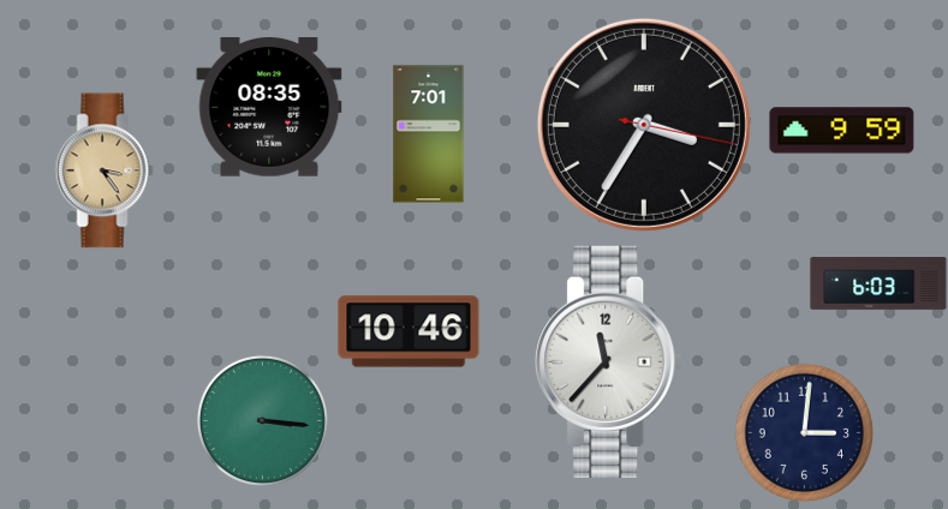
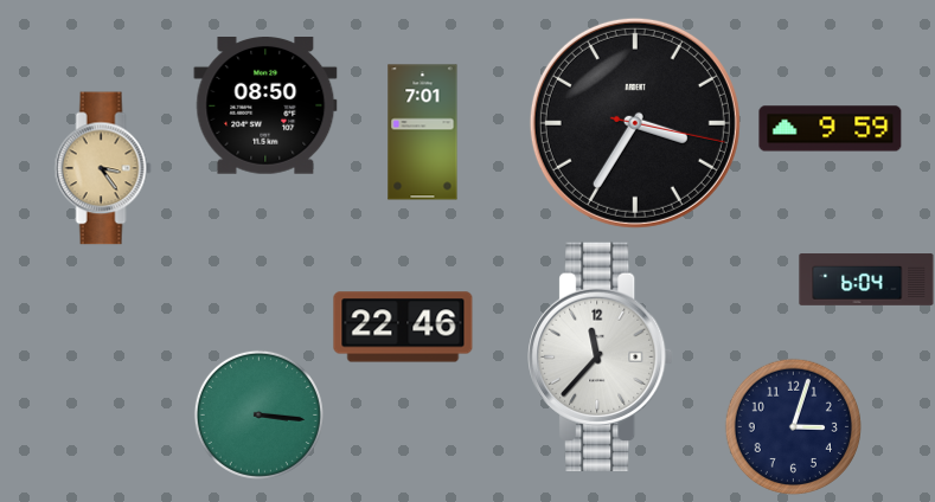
clock at (269, 108): 08:35 -> 08:50
clock at (878, 283): 6:03 -> 6:04
clock at (409, 331): 10:46 -> 22:46
clock at (804, 432): 3:01 -> 3:03
